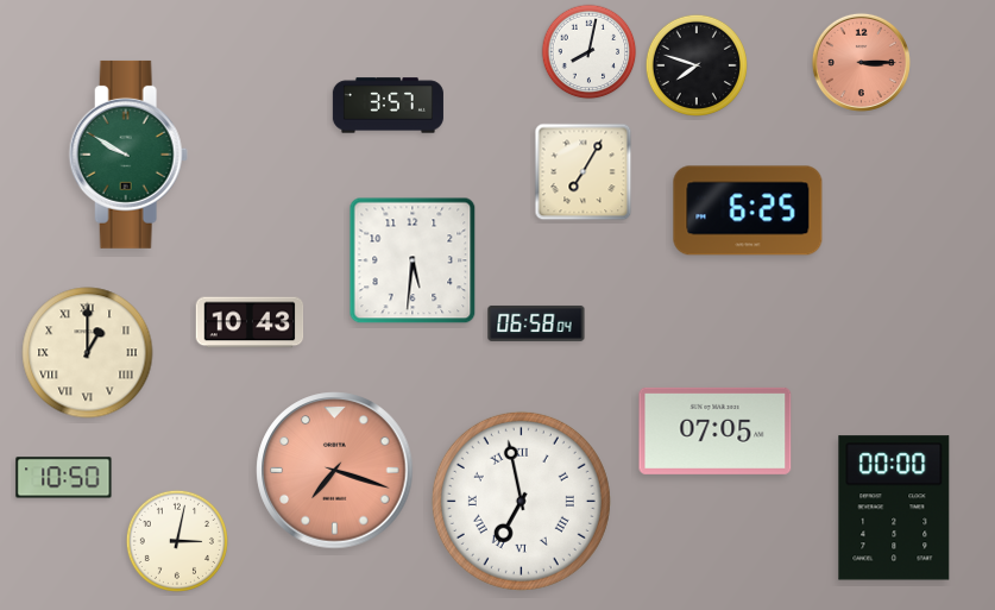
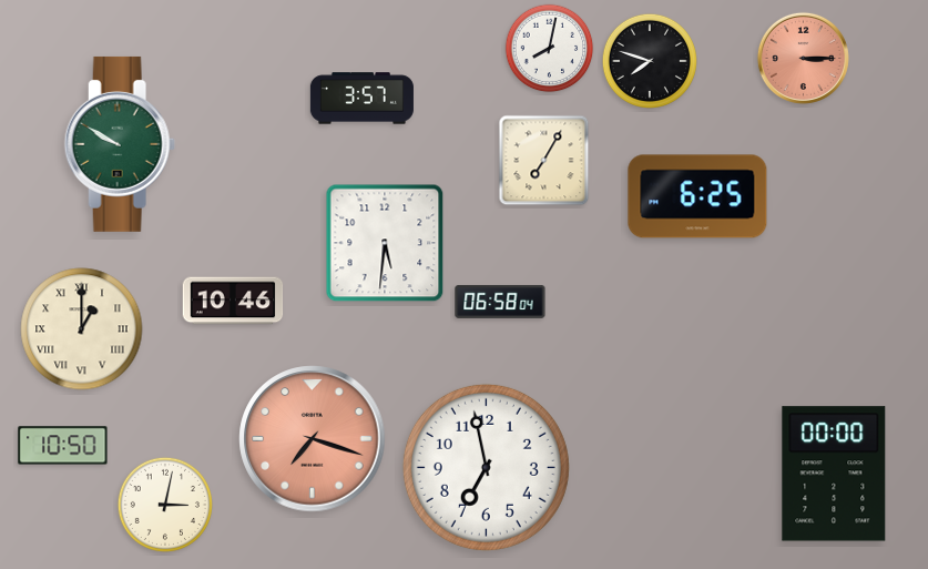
clock at (250, 322): 10:43 -> 10:46
clock at (716, 430): 07:05 -> none
clock at (64, 478) position: (64, 478) -> (63, 446)
clock at (521, 501) numerals: Roman -> Arabic
